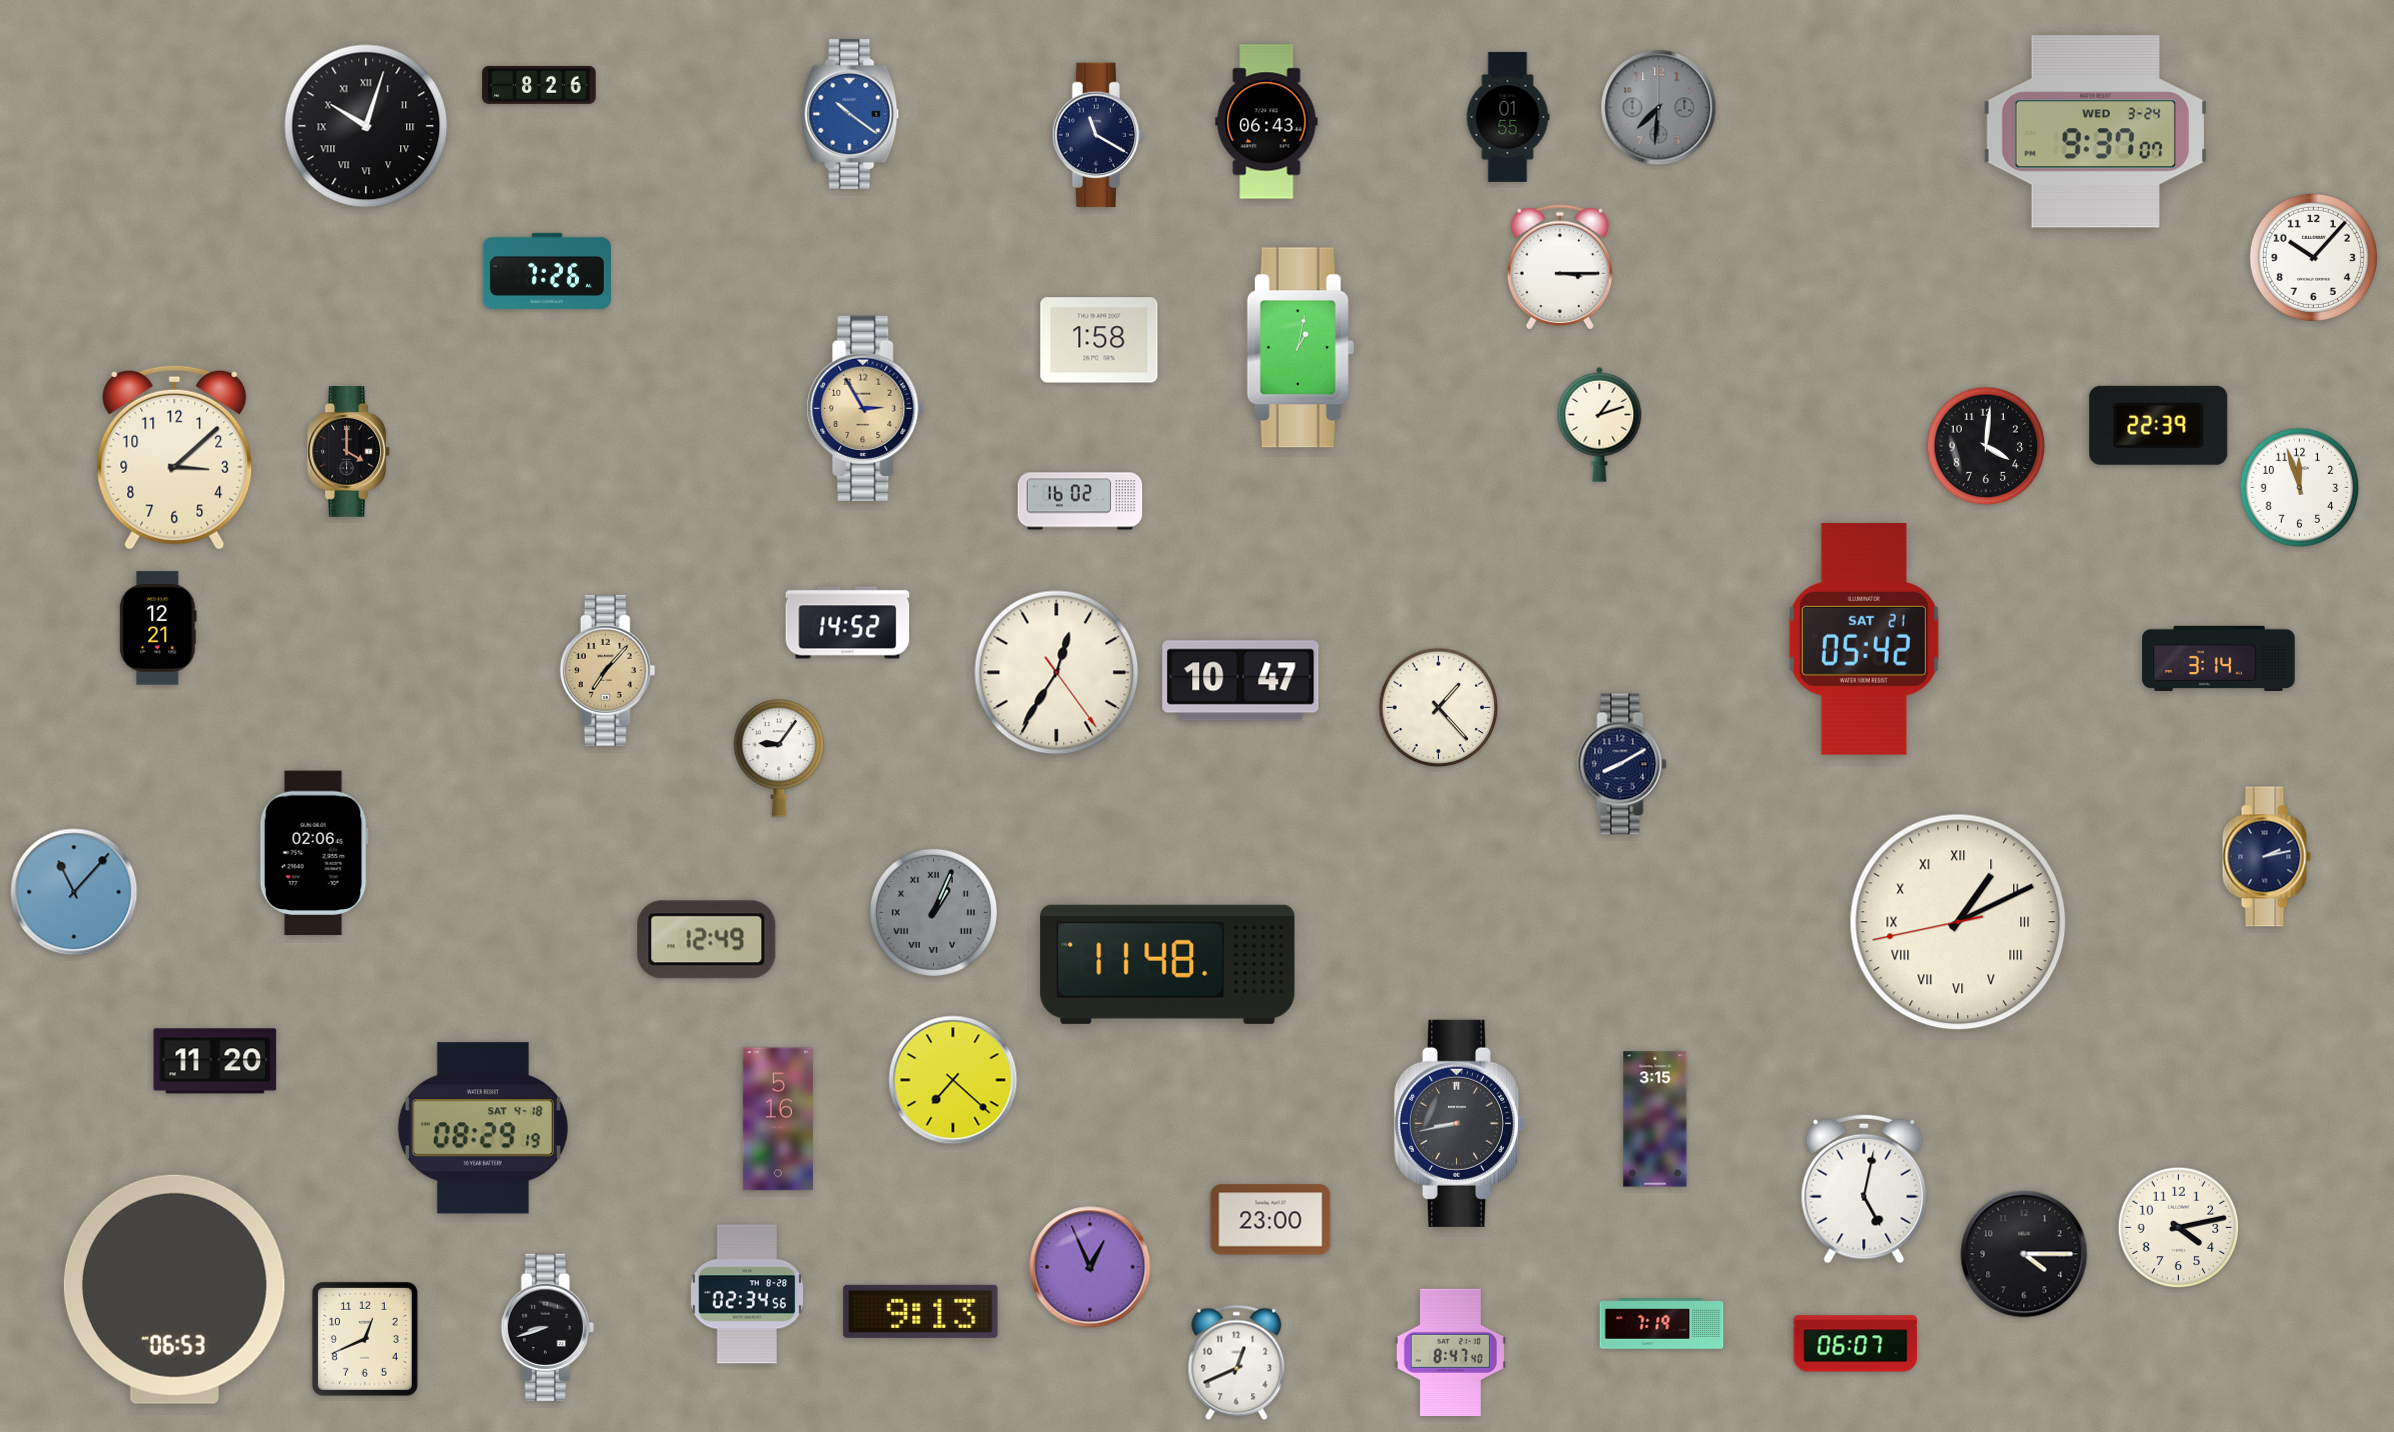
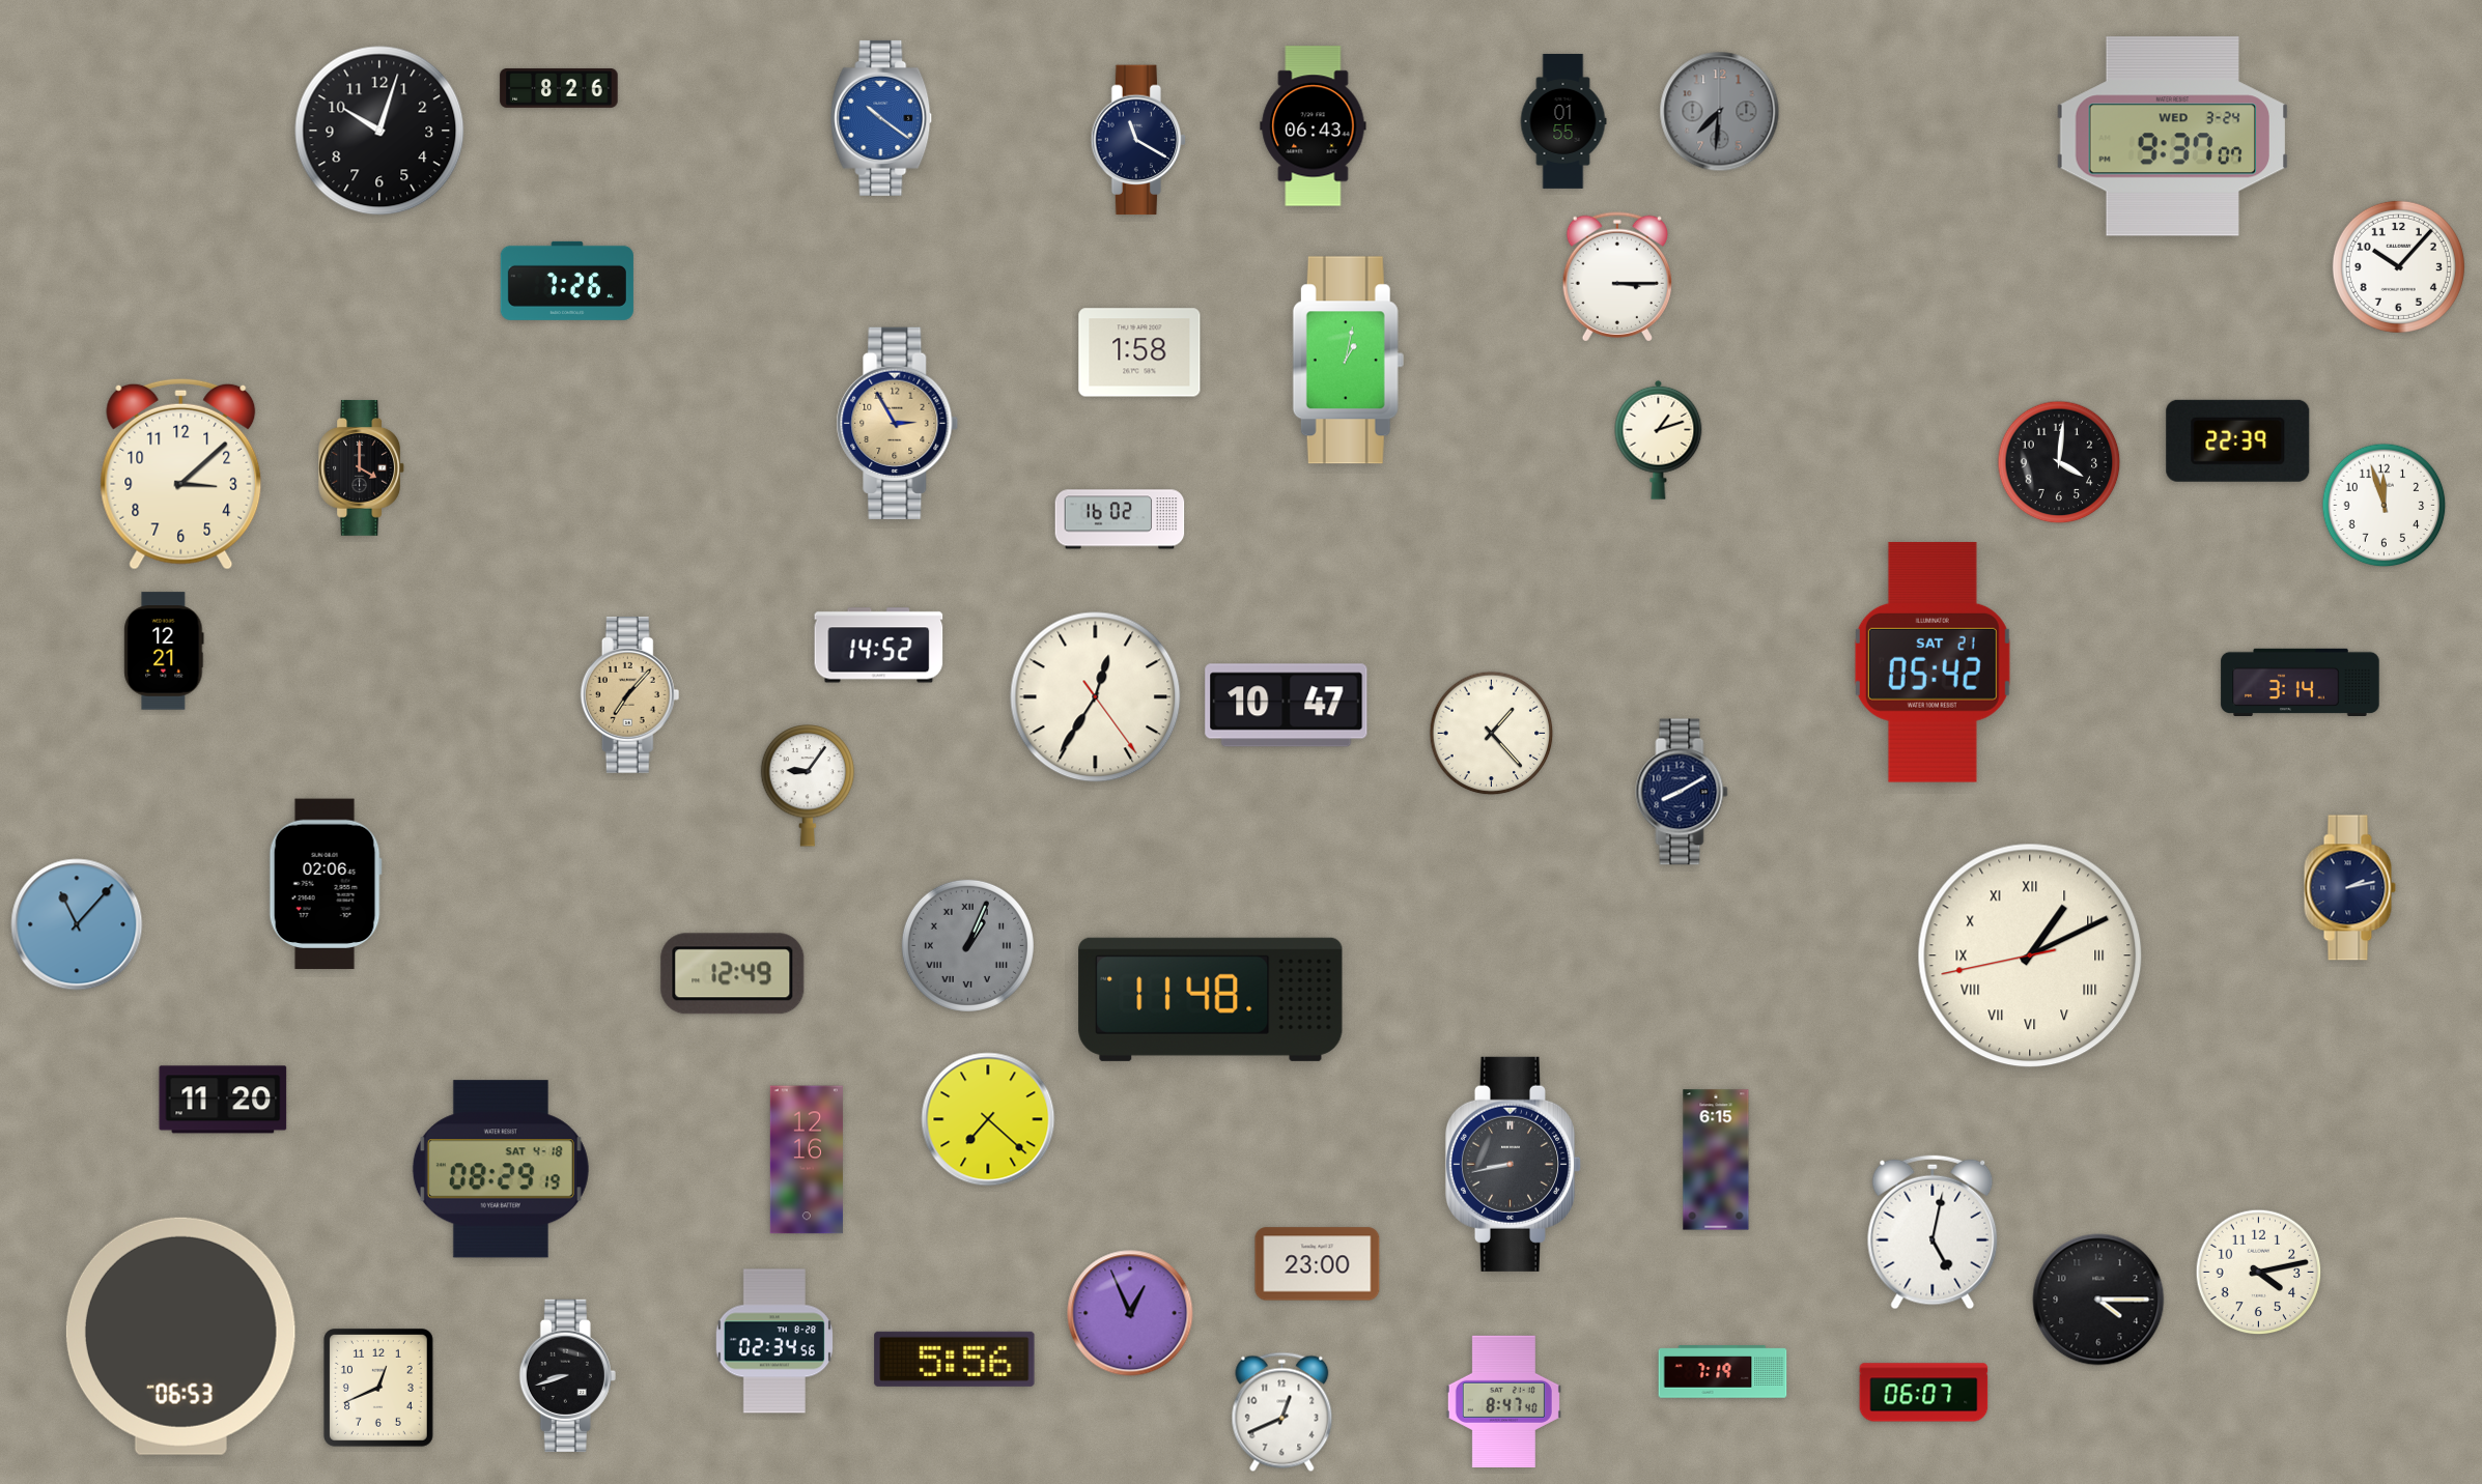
clock at (366, 126) numerals: Roman -> Arabic
clock at (778, 1119): 5:16 -> 12:16
clock at (1655, 1119): 3:15 -> 6:15
clock at (921, 1311): 9:13 -> 5:56
